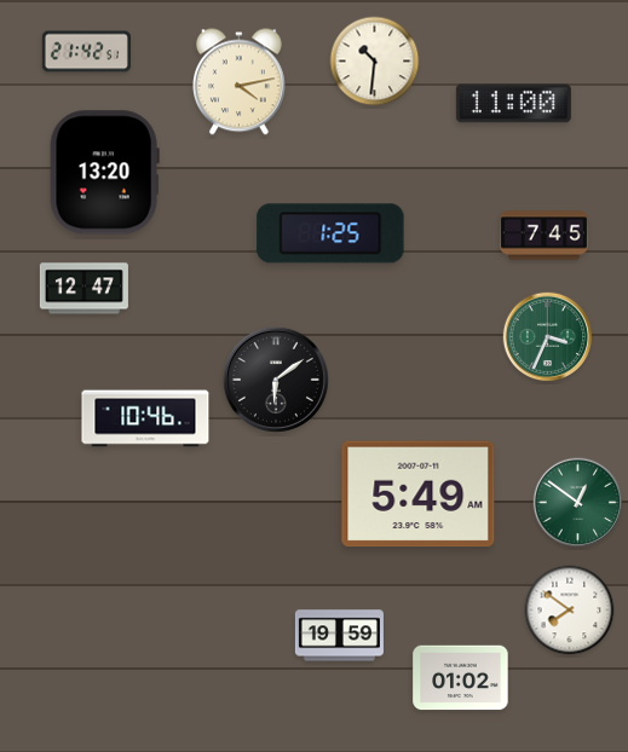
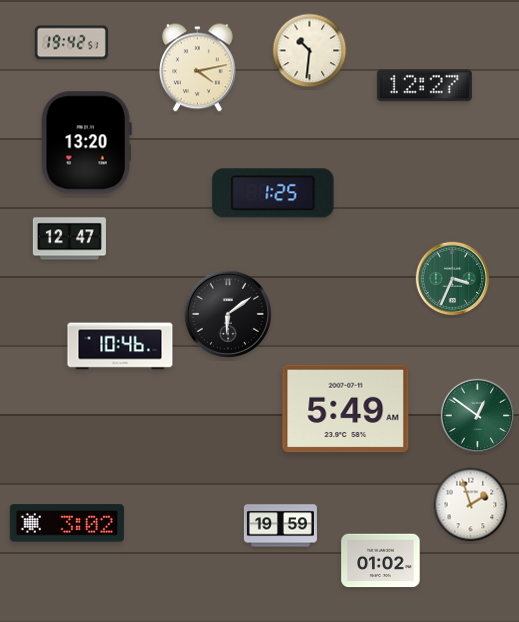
clock at (86, 52): 21:42 -> 19:42
clock at (513, 104): 11:00 -> 12:27
clock at (543, 236): 7:45 -> none
clock at (570, 611): 7:51 -> 1:57
clock at (67, 523): none -> 3:02
